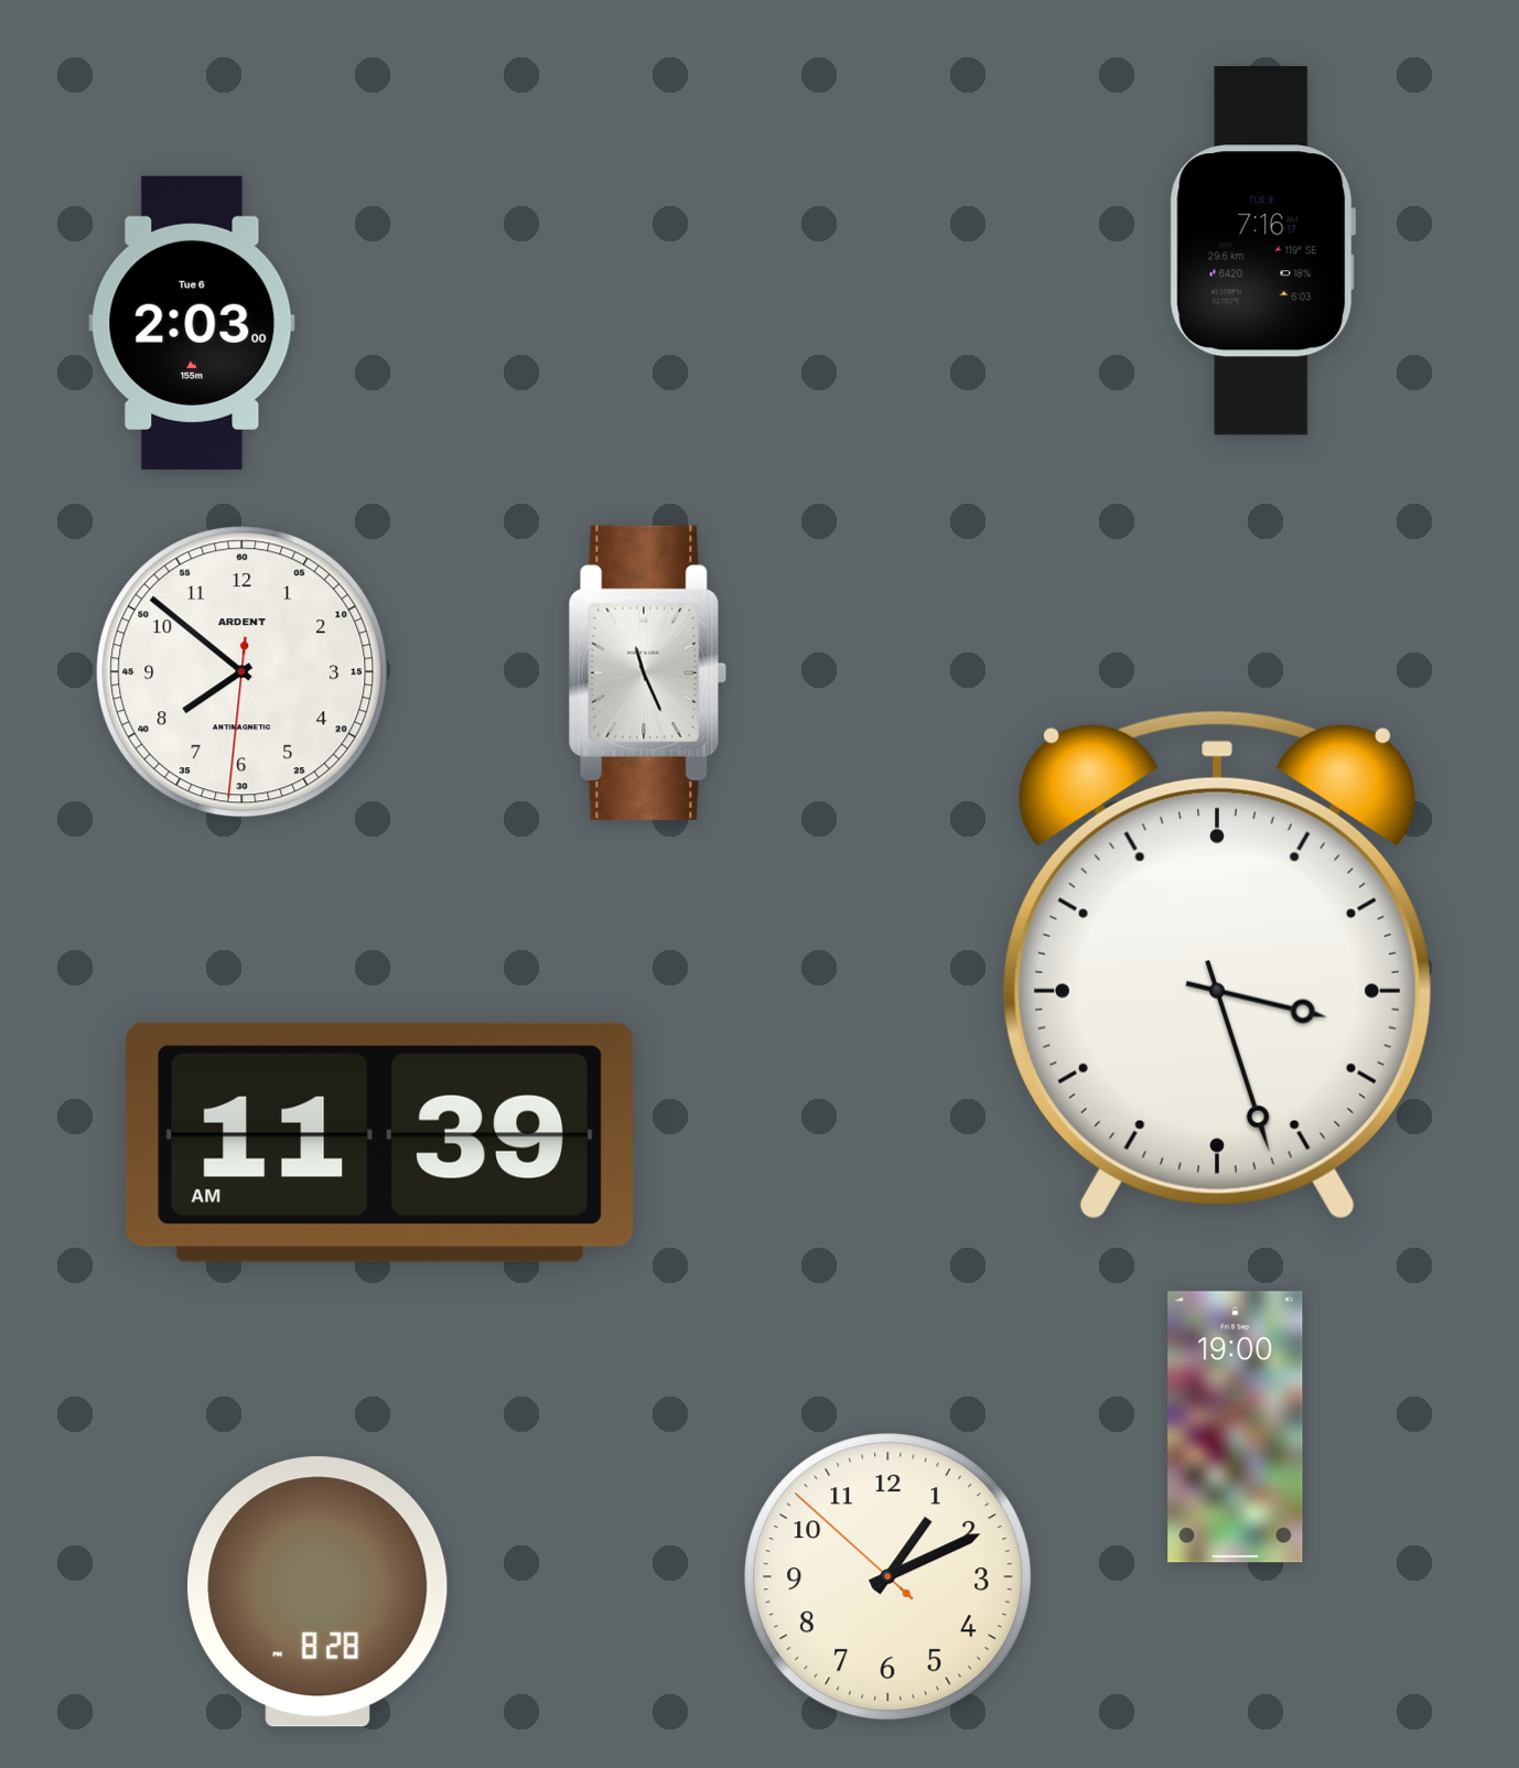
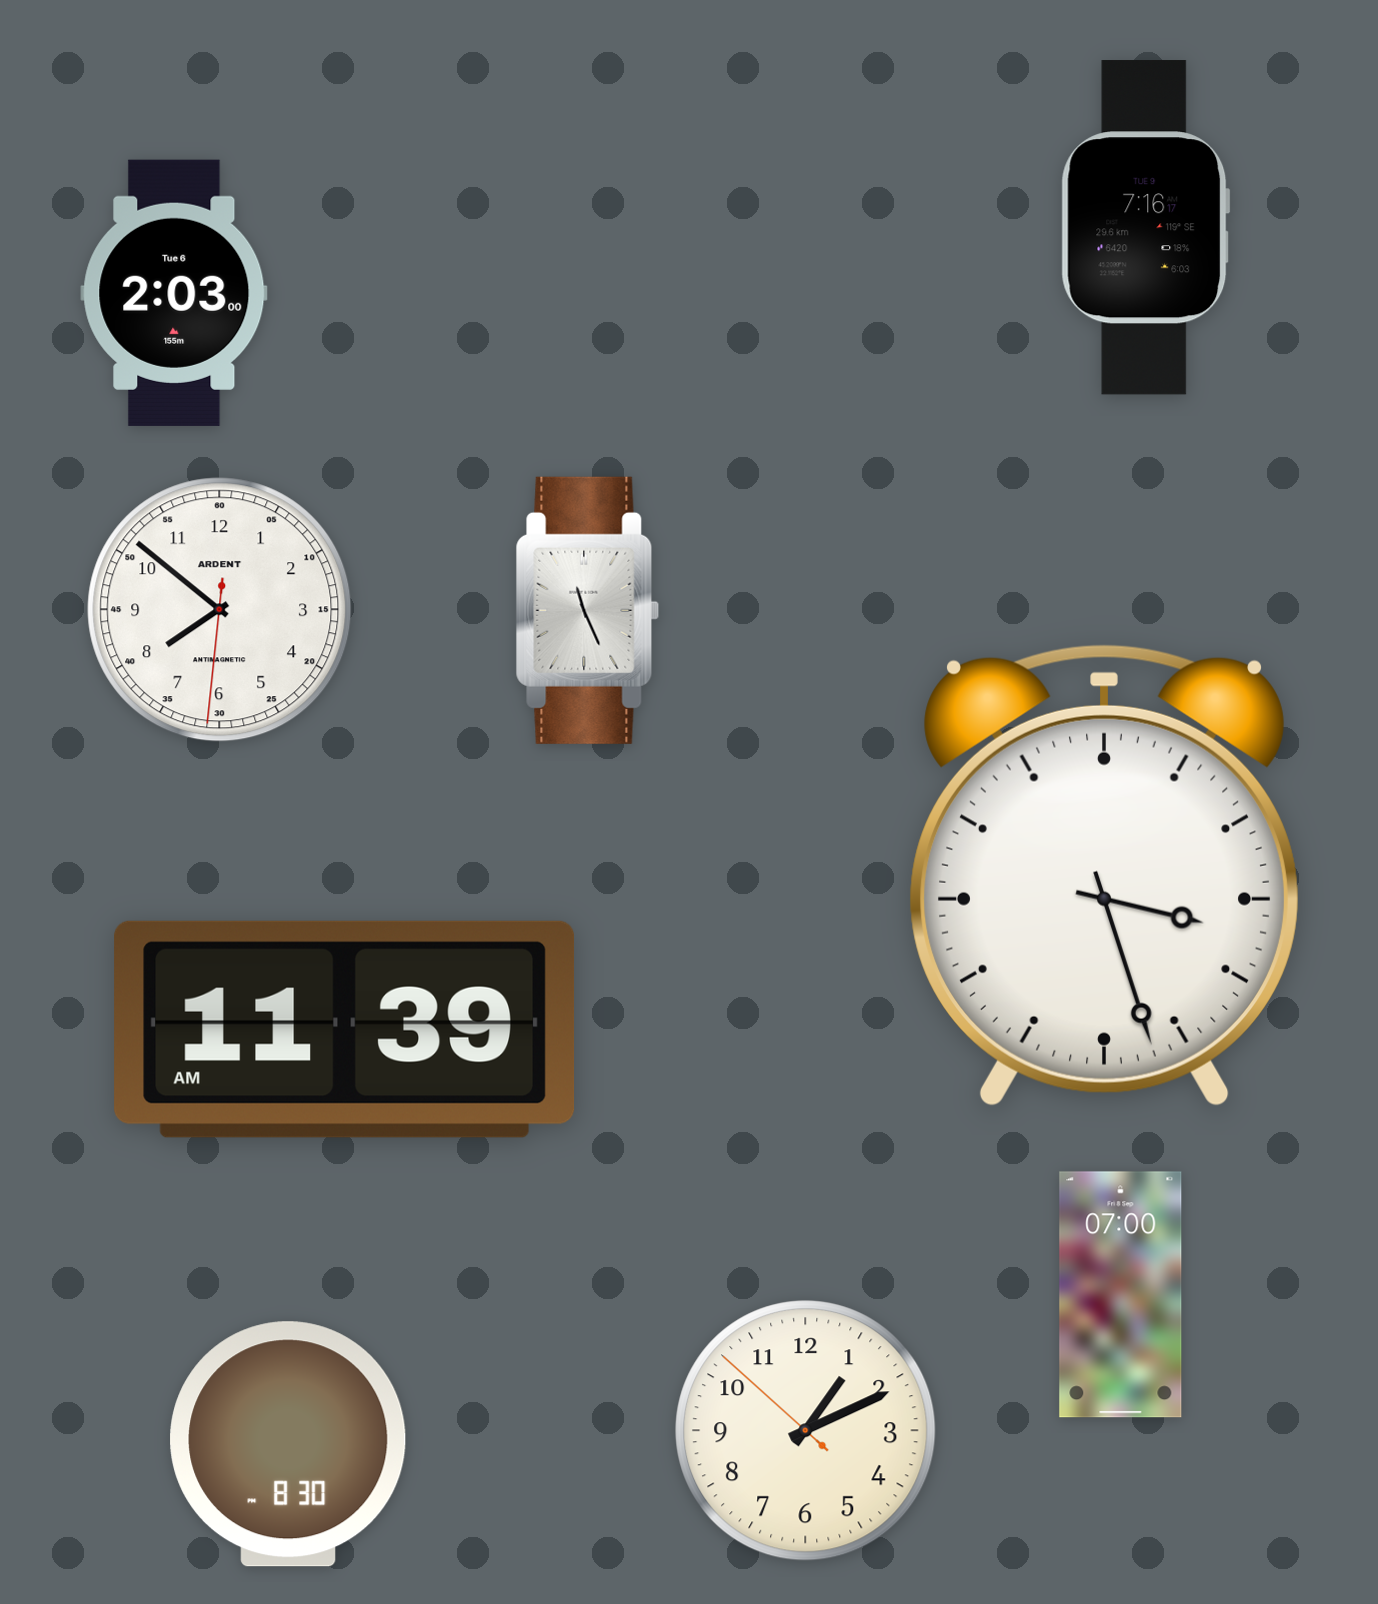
clock at (380, 1142) position: (380, 1142) -> (345, 1029)
clock at (1236, 1427): 19:00 -> 07:00
clock at (317, 1592): 8:28 -> 8:30
